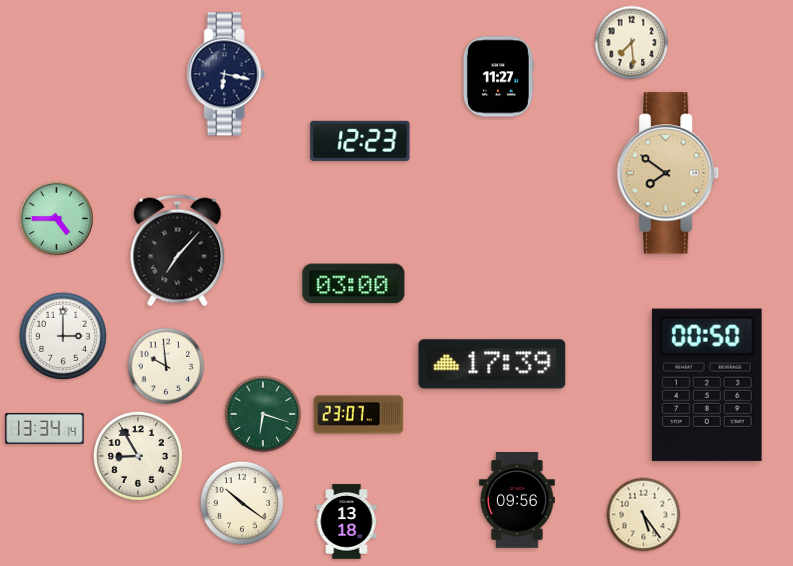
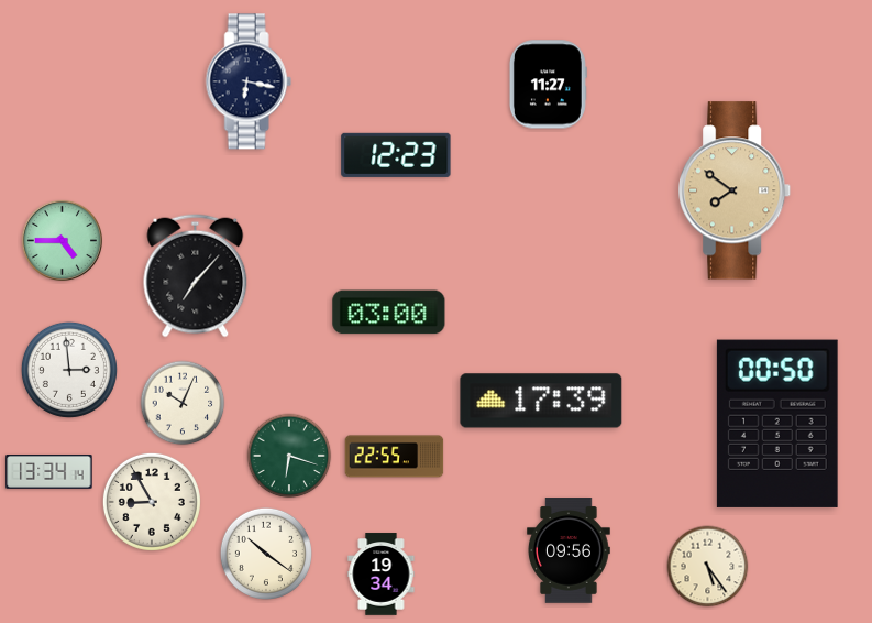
clock at (632, 43): 7:29 -> none
clock at (63, 336): 3:00 -> 2:59
clock at (166, 366): 9:59 -> 10:04
clock at (359, 415): 23:07 -> 22:55
clock at (347, 522): 13:18 -> 19:34
